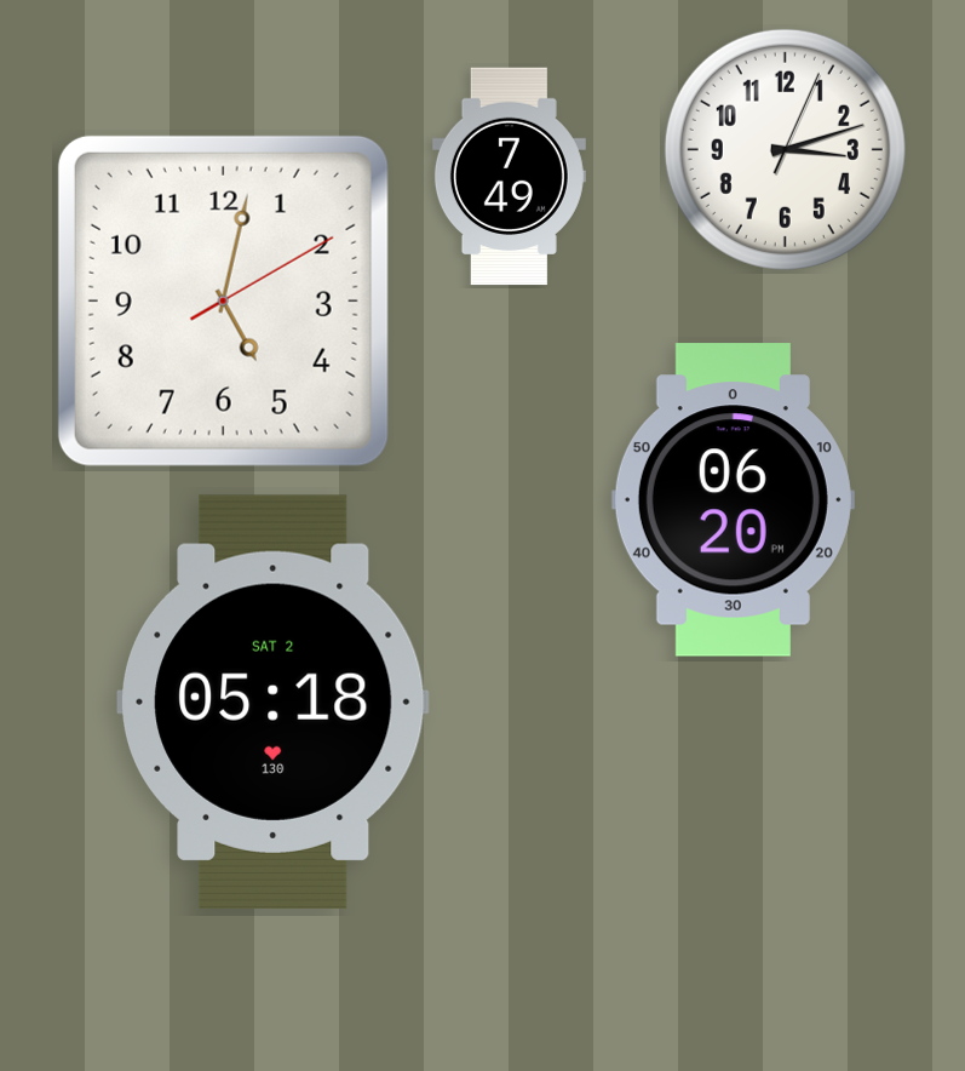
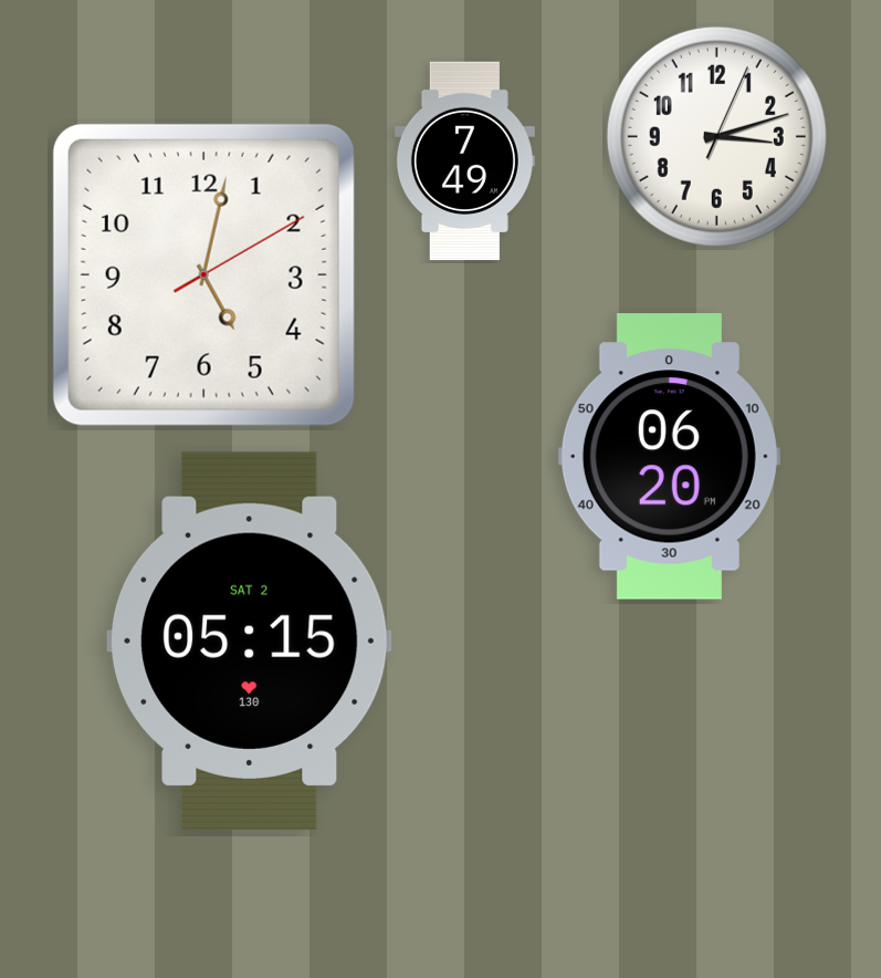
clock at (272, 701): 05:18 -> 05:15
